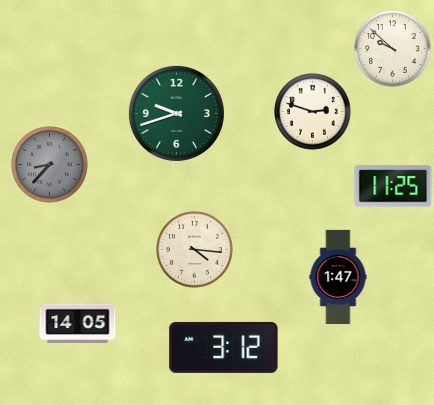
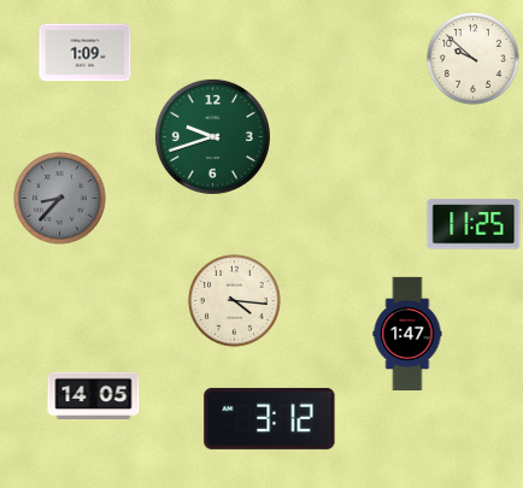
clock at (86, 53): none -> 1:09
clock at (313, 112): 2:48 -> none
clock at (78, 323) position: (78, 323) -> (94, 395)
